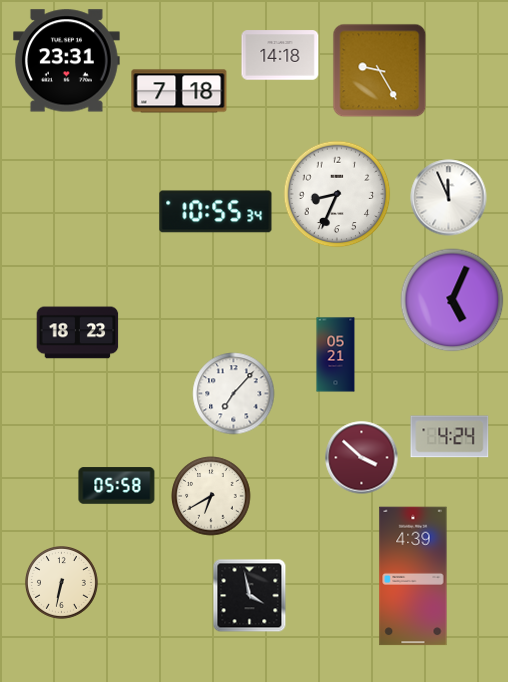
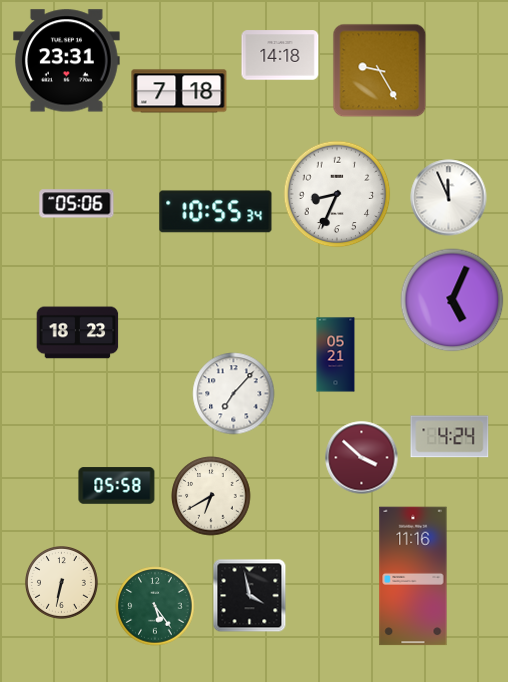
clock at (77, 204): none -> 05:06
clock at (413, 576): 4:39 -> 11:16
clock at (155, 606): none -> 5:24
